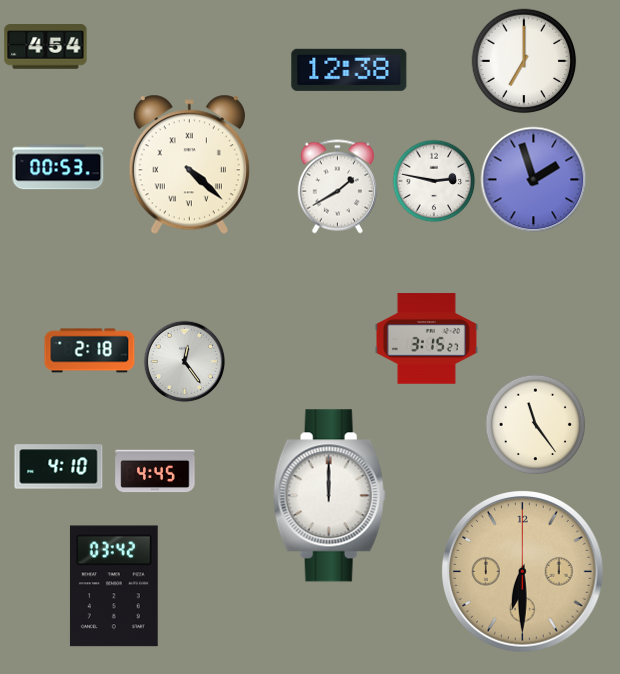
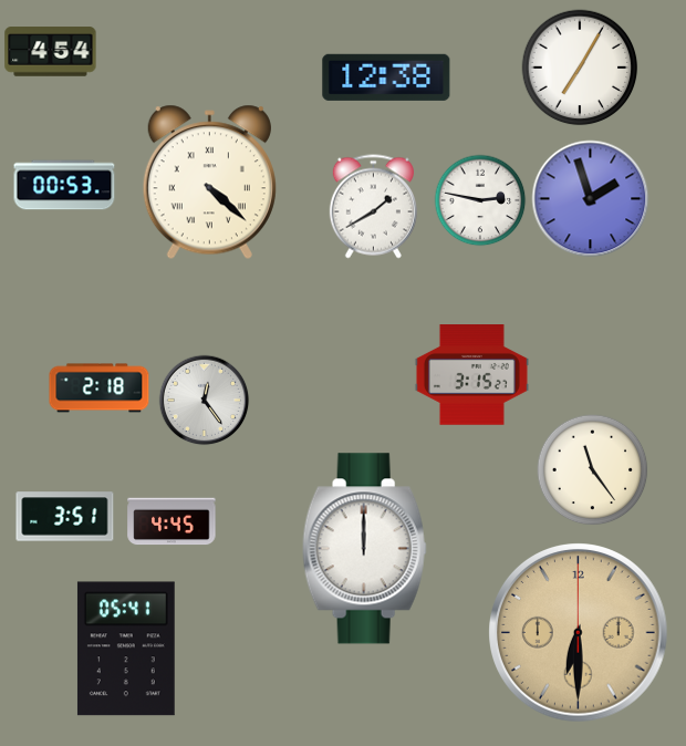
clock at (524, 61): 7:00 -> 7:05
clock at (59, 467): 4:10 -> 3:51
clock at (114, 586): 03:42 -> 05:41
